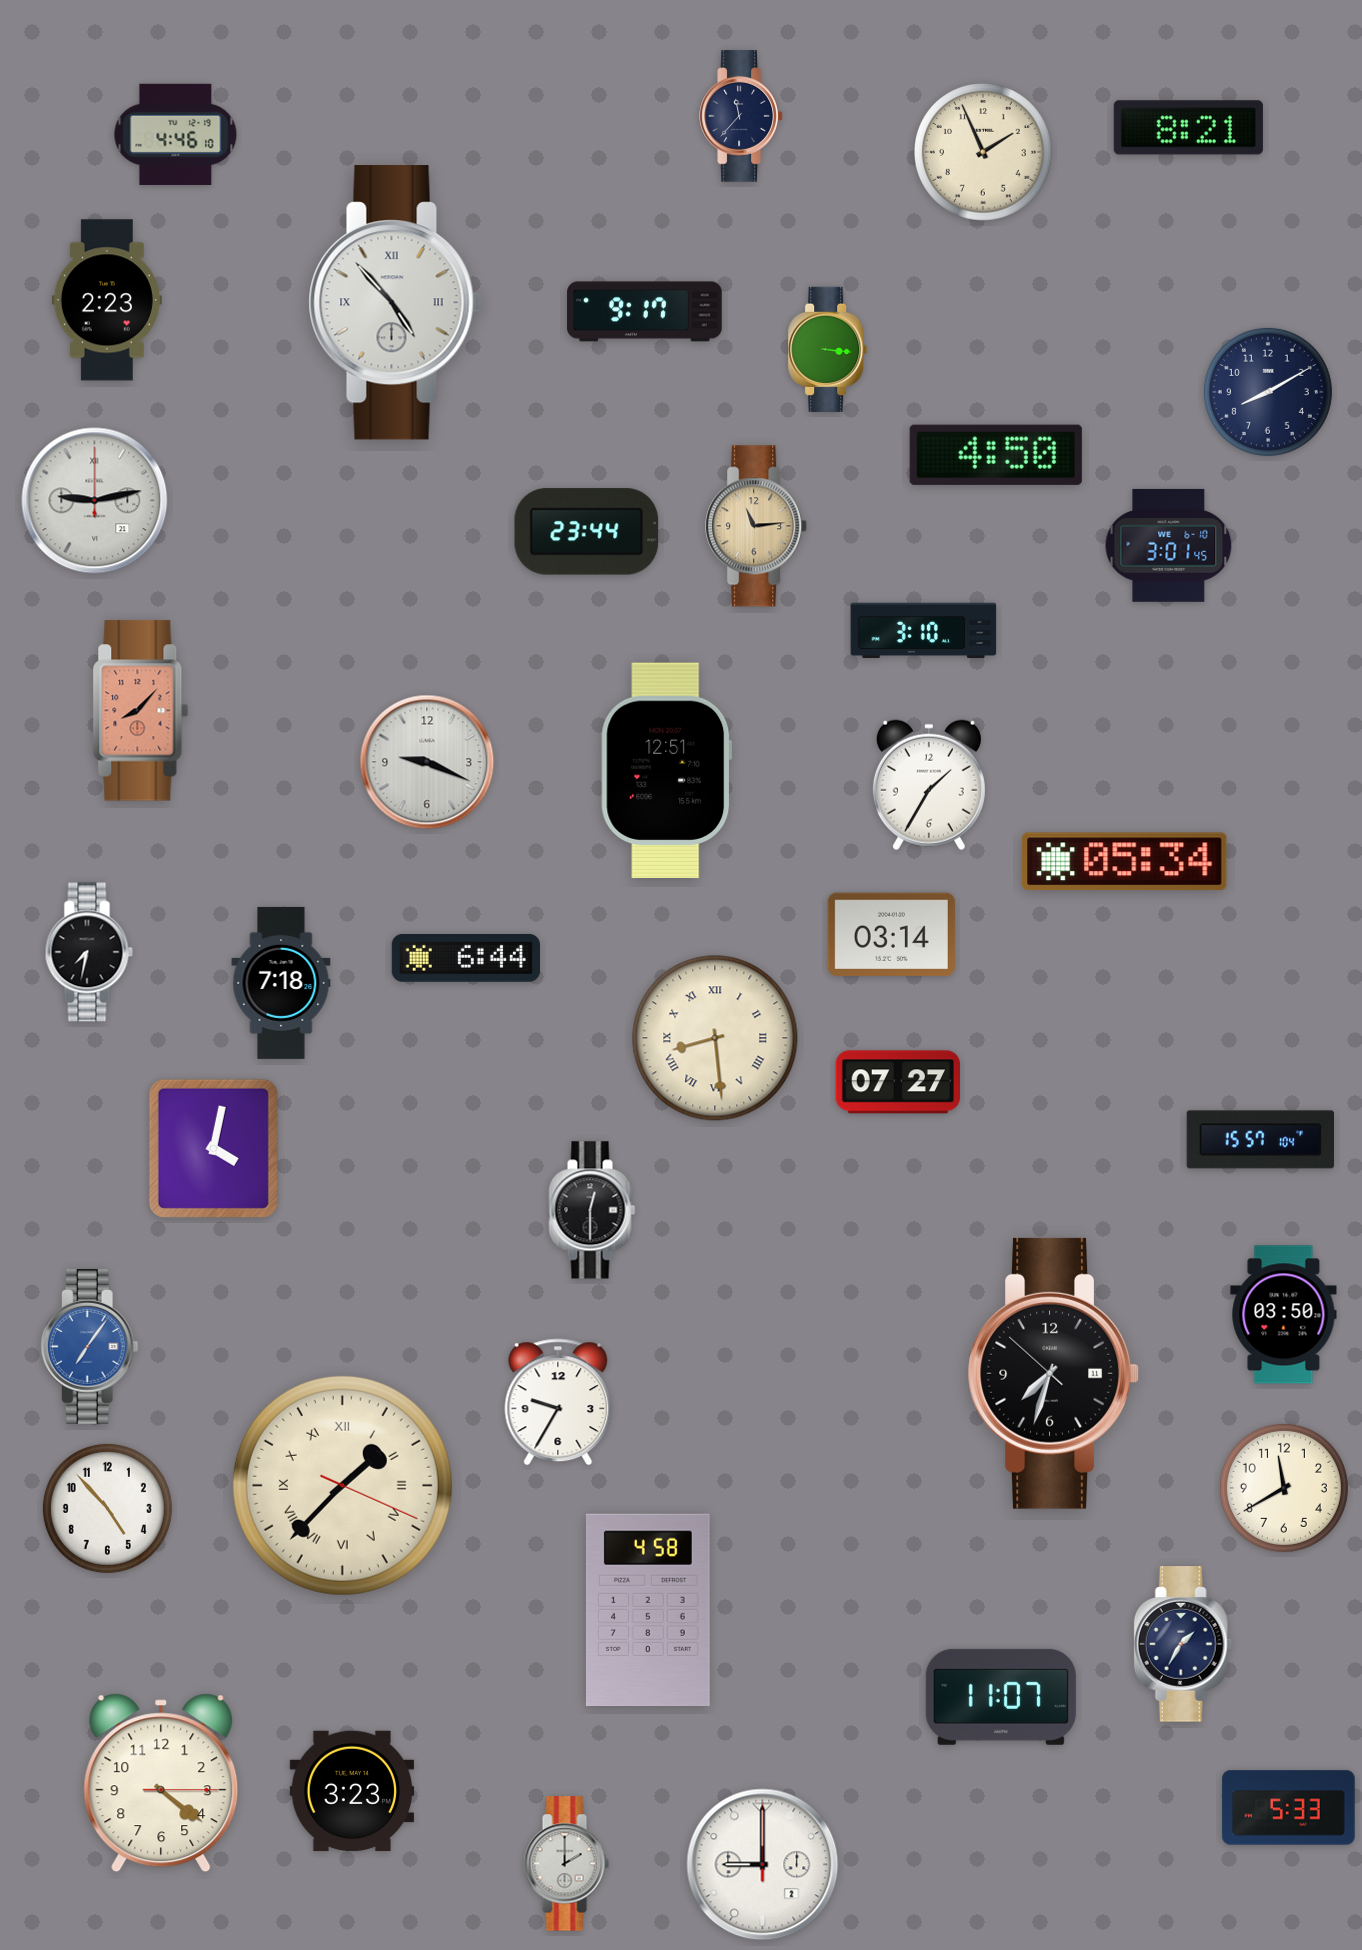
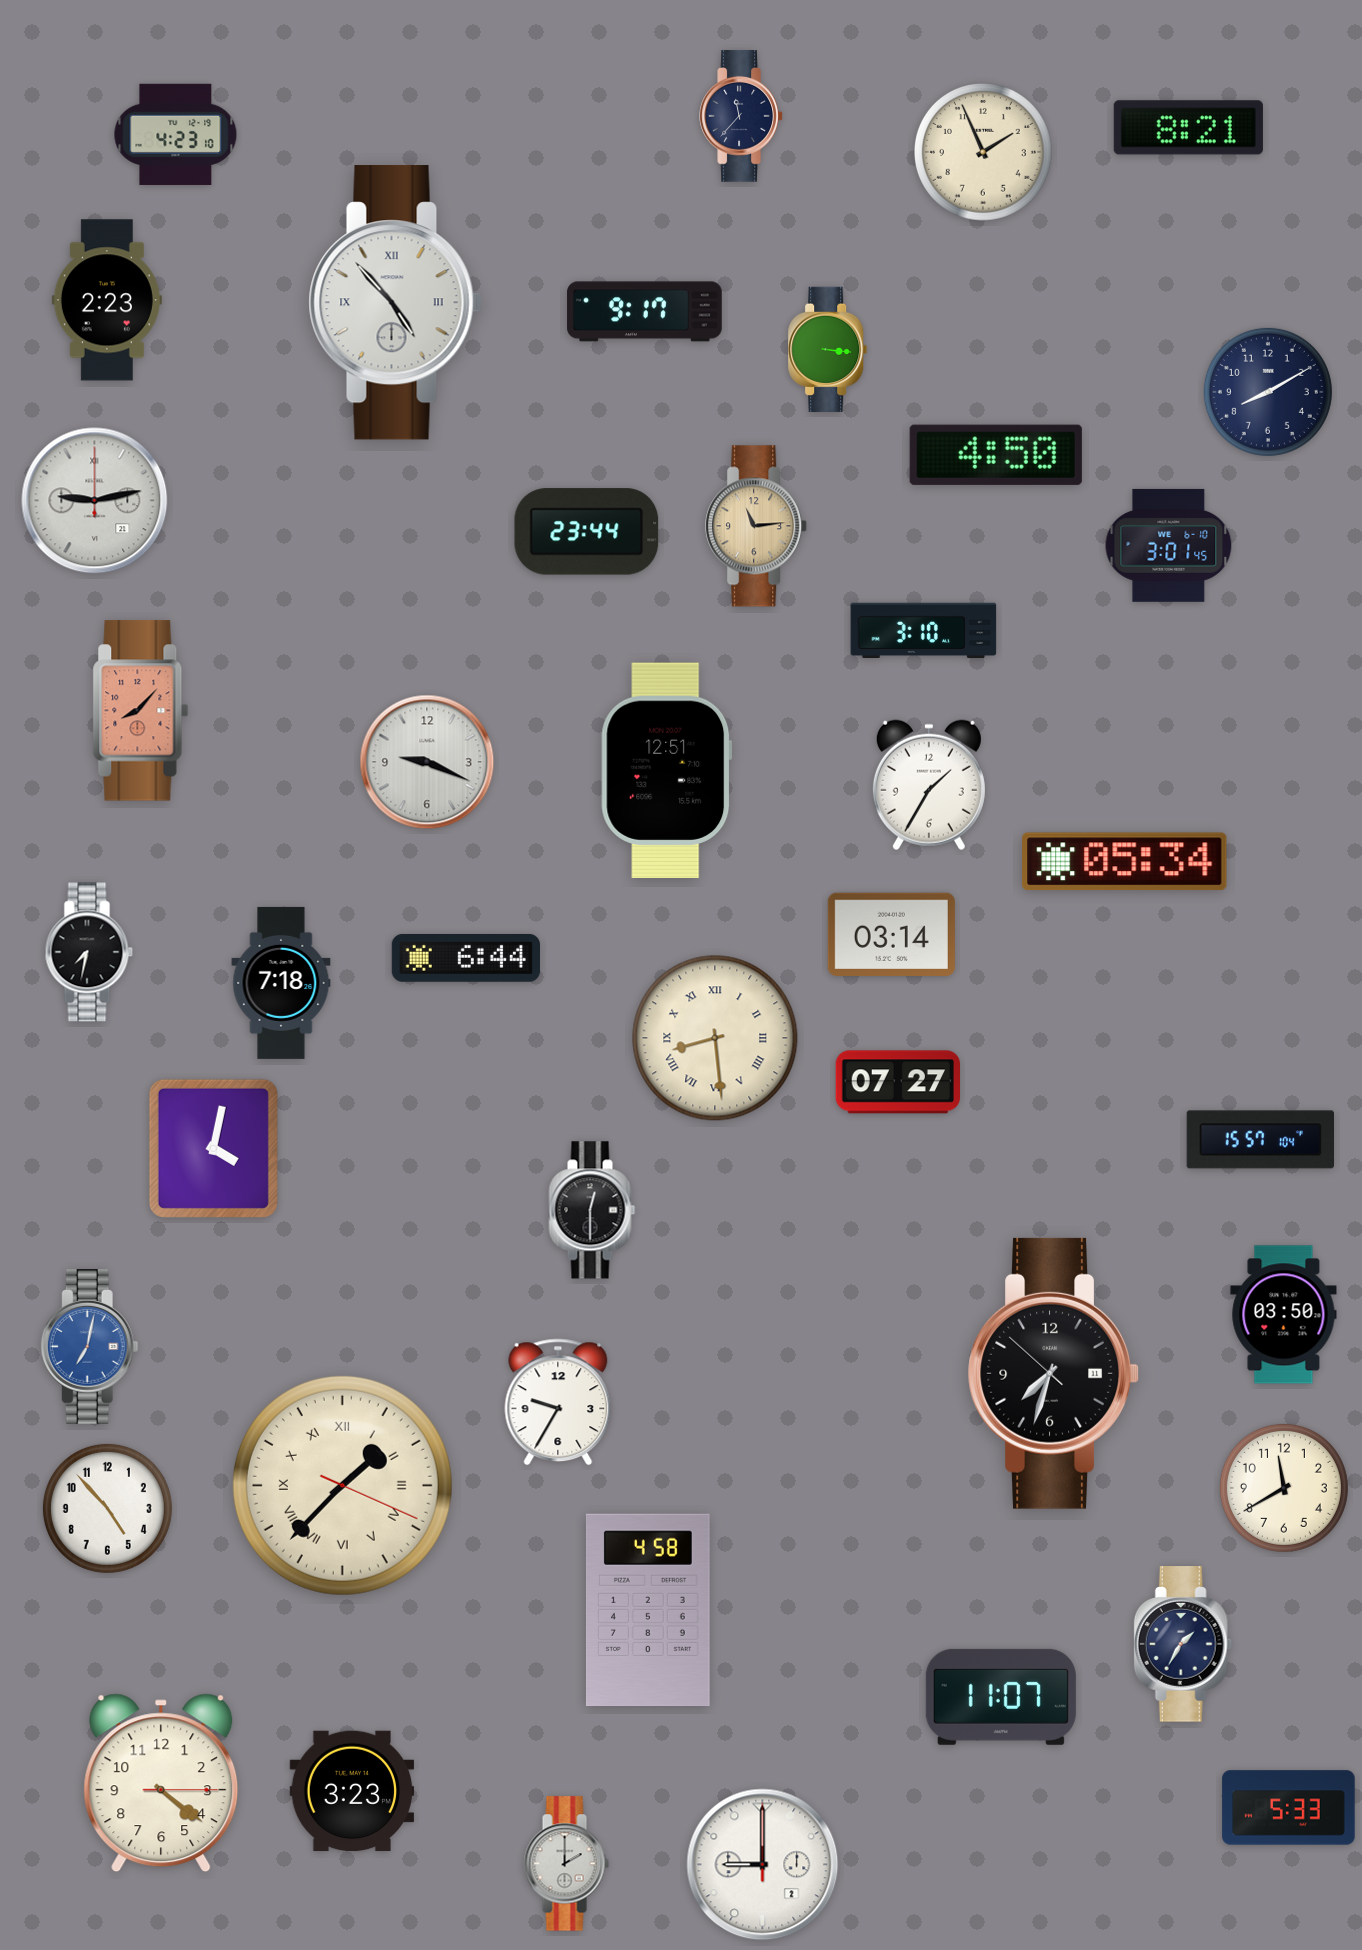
clock at (176, 134): 4:46 -> 4:23
clock at (89, 1347): 7:06 -> 7:02
